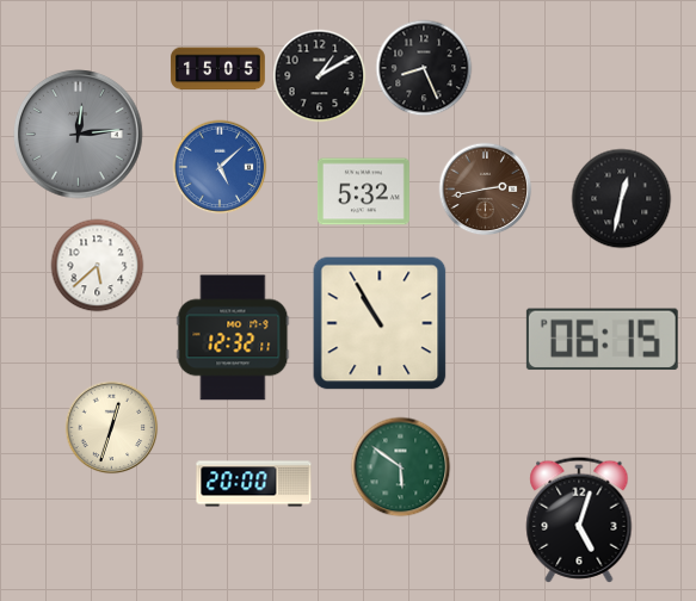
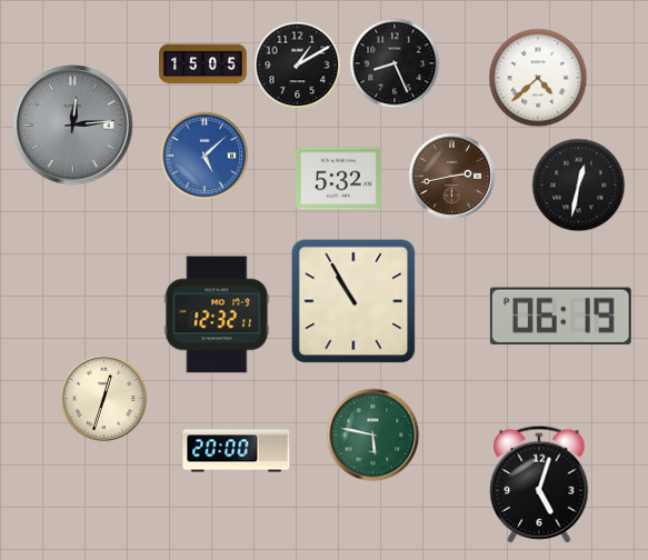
clock at (319, 75) position: (319, 75) -> (297, 64)
clock at (538, 78): none -> 4:38
clock at (97, 265): 5:38 -> none
clock at (602, 340): 06:15 -> 06:19
clock at (400, 466): 5:51 -> 5:47
